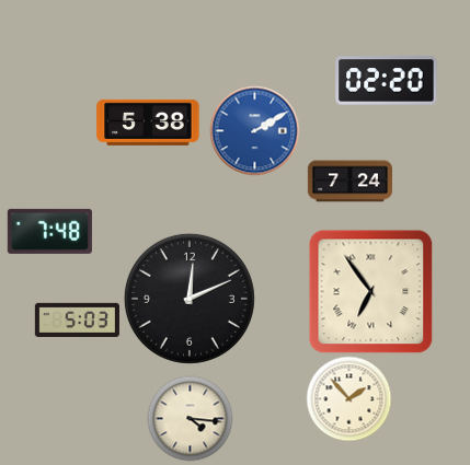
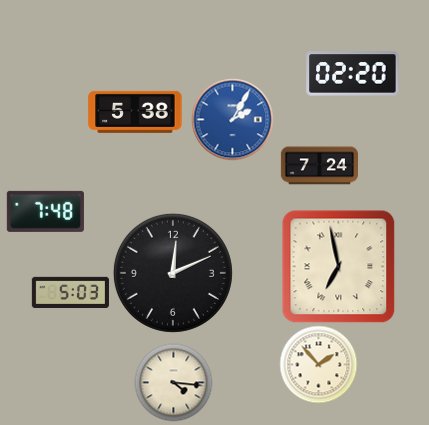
clock at (254, 130): 2:10 -> 2:05
clock at (370, 291): 6:54 -> 6:58
